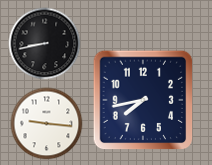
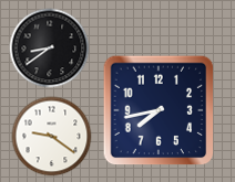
clock at (45, 44): 8:43 -> 8:39
clock at (47, 124): 9:16 -> 9:21
